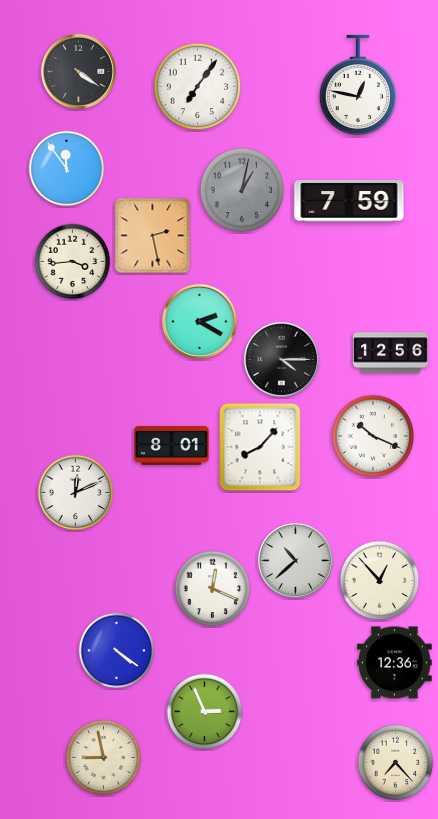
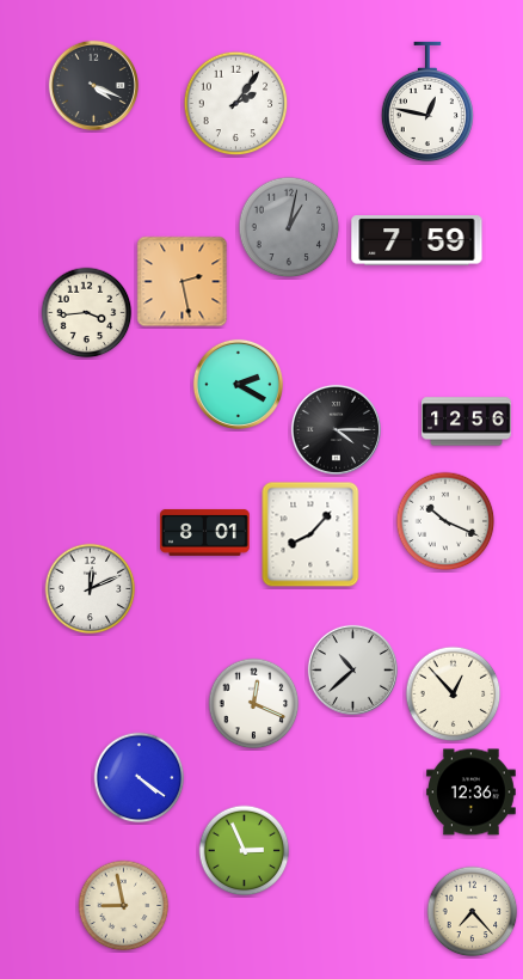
clock at (78, 71): 4:21 -> 4:19
clock at (198, 87): 7:06 -> 2:06
clock at (67, 169): 11:54 -> none
